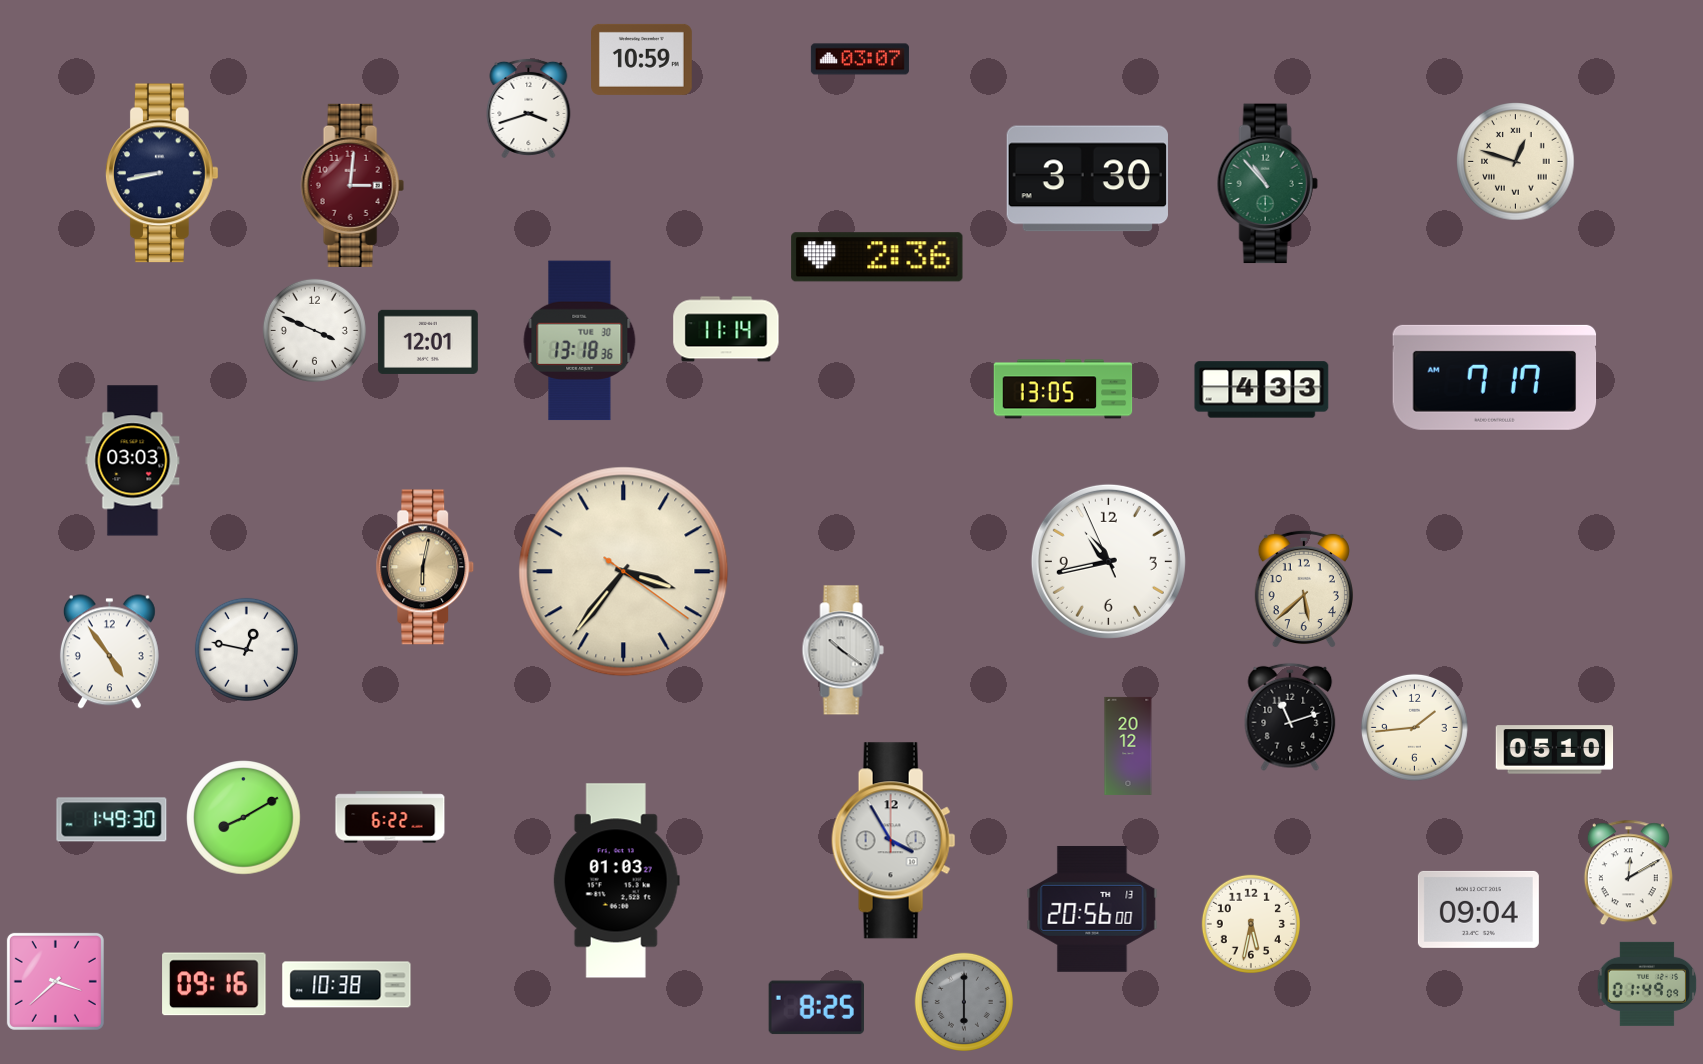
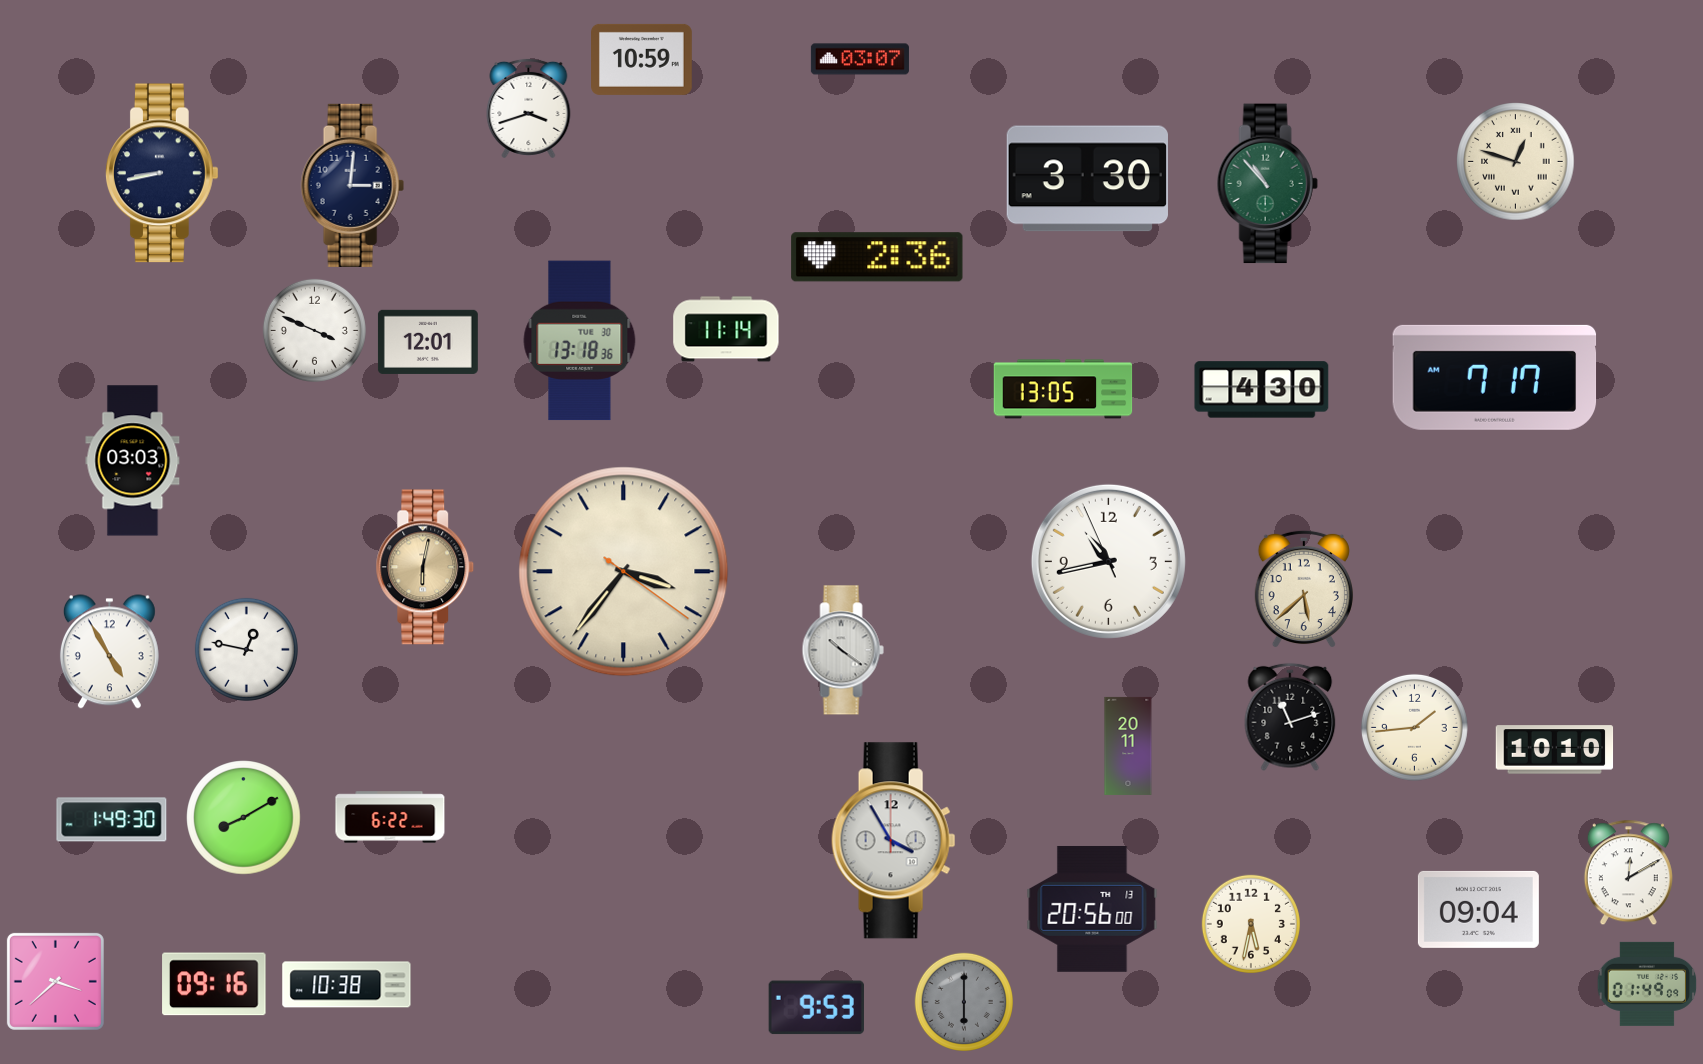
clock at (352, 185) dial: burgundy -> navy
clock at (1262, 390): 4:33 -> 4:30
clock at (109, 652): 4:54 -> 4:55
clock at (1128, 746): 20:12 -> 20:11
clock at (1555, 750): 05:10 -> 10:10
clock at (616, 881): 01:03 -> none
clock at (816, 1008): 8:25 -> 9:53
